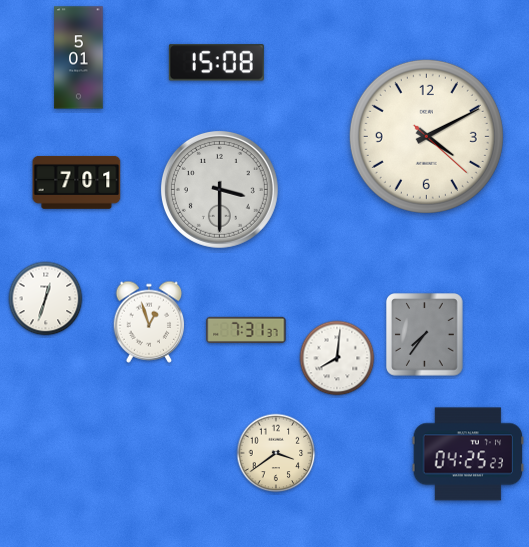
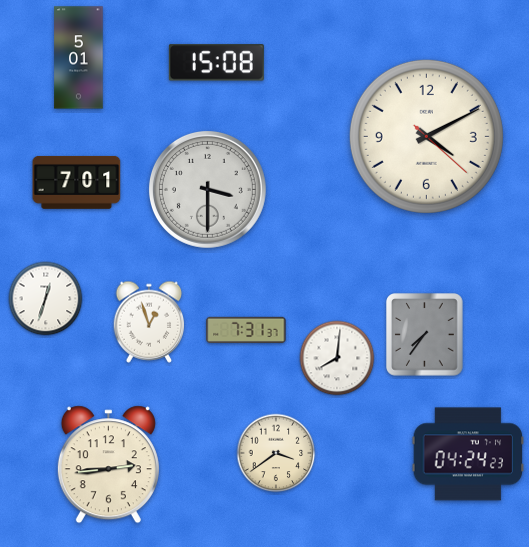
clock at (219, 189) position: (219, 189) -> (207, 189)
clock at (468, 454): 04:25 -> 04:24
clock at (108, 465): none -> 2:44
